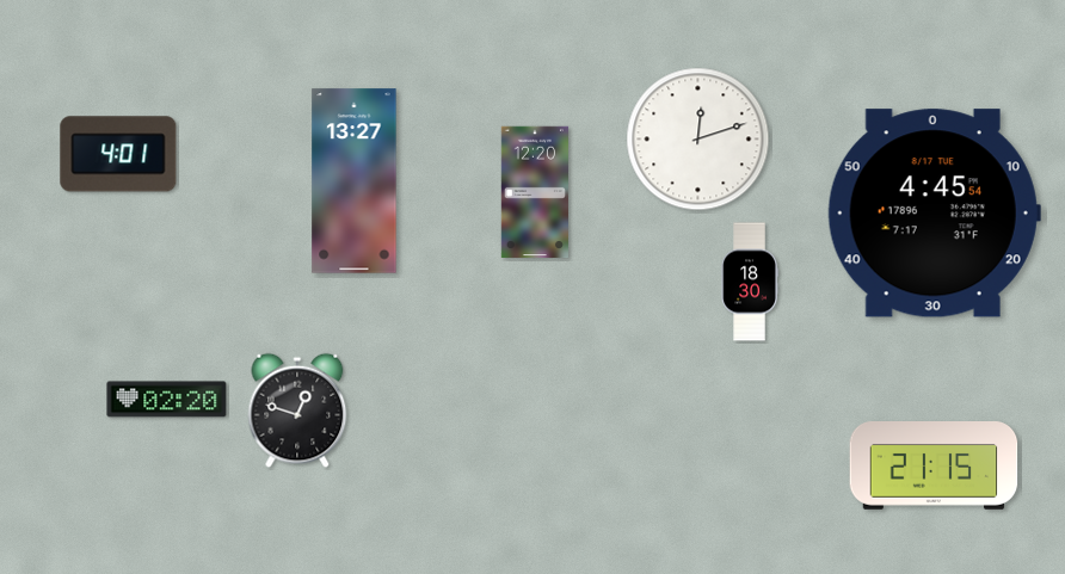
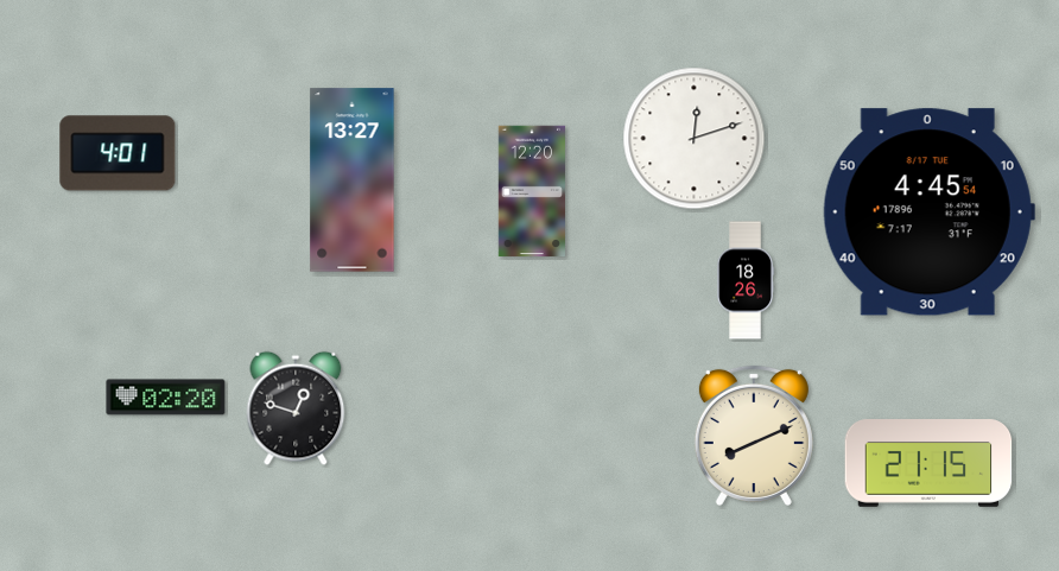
clock at (750, 282): 18:30 -> 18:26
clock at (754, 436): none -> 8:11
